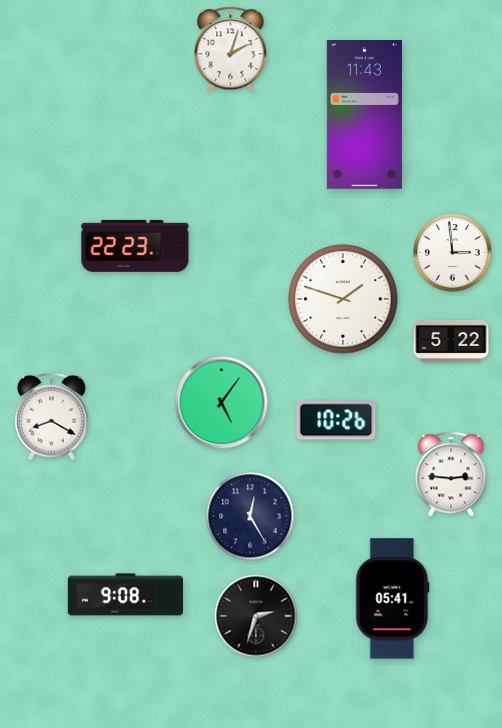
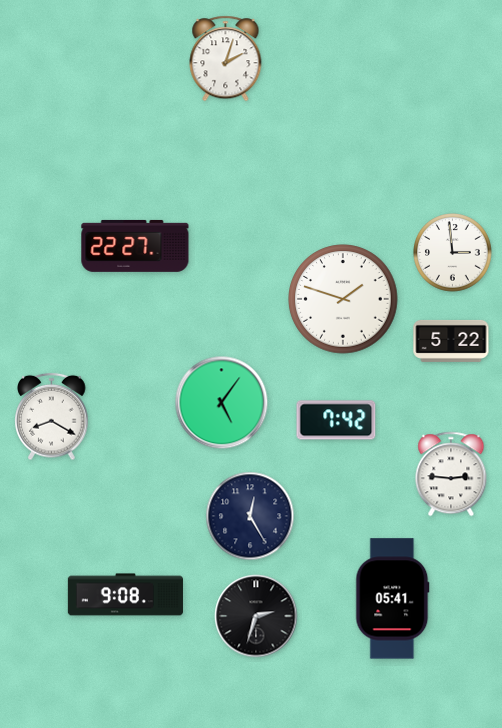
clock at (231, 50) position: (231, 50) -> (226, 59)
clock at (364, 115): 11:43 -> none
clock at (135, 246): 22:23 -> 22:27
clock at (336, 420): 10:26 -> 7:42
